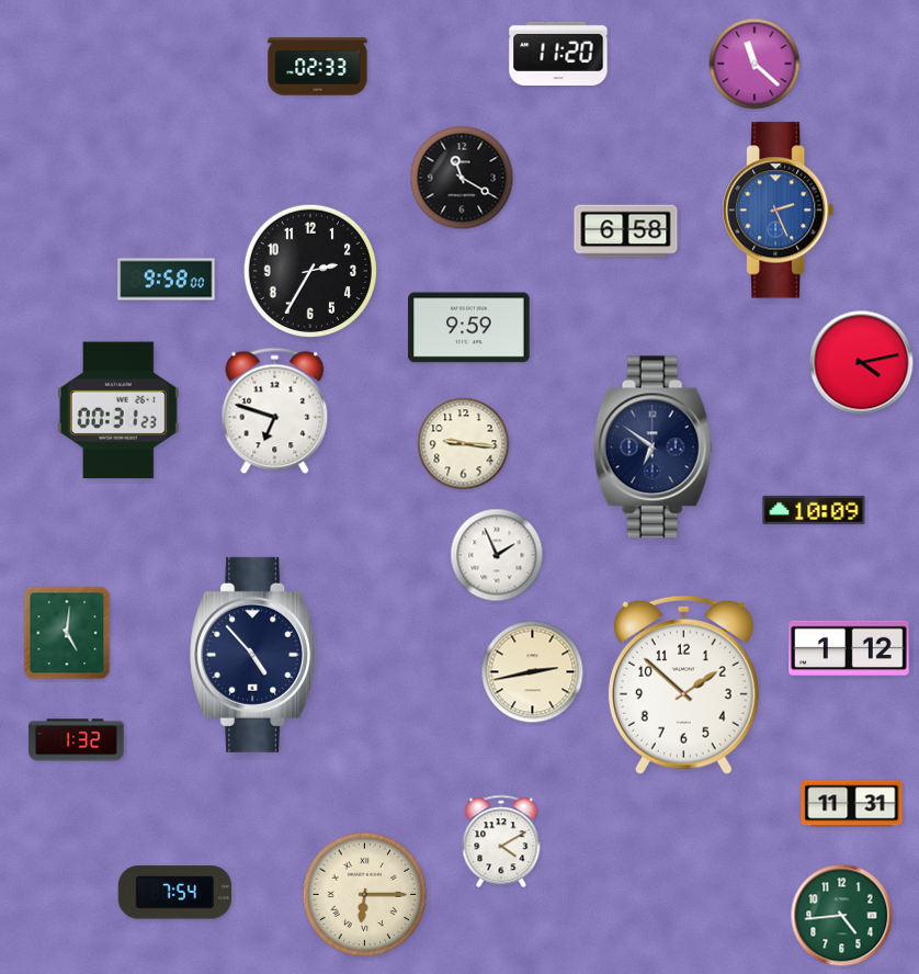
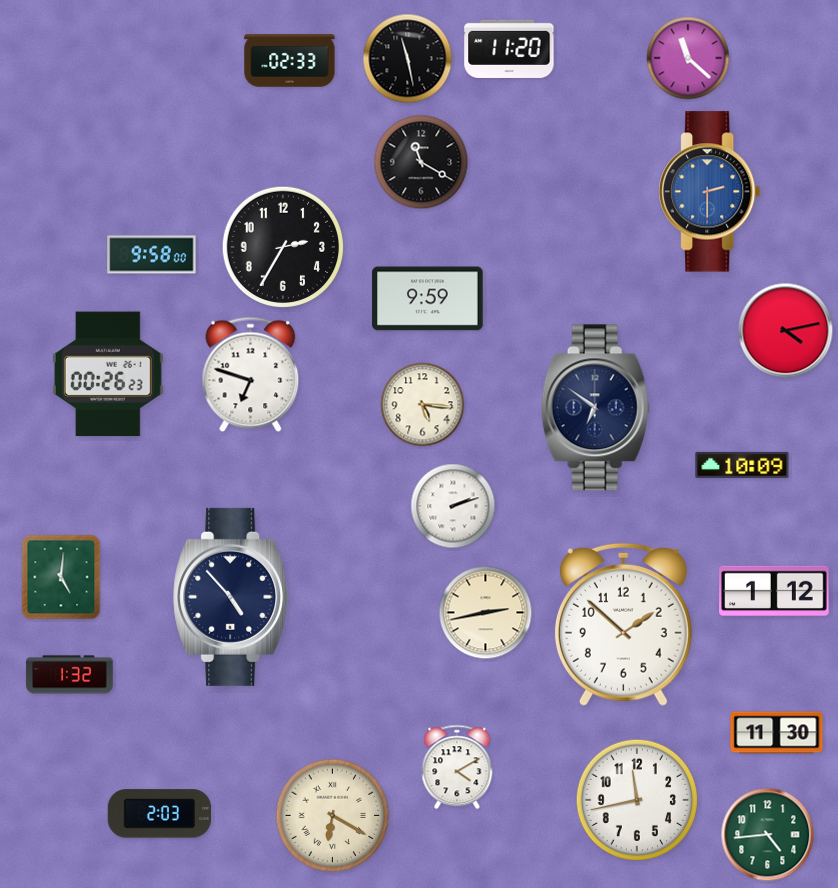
clock at (408, 59): none -> 11:28
clock at (779, 211): 2:26 -> 2:30
clock at (626, 231): 6:58 -> none
clock at (118, 410): 00:31 -> 00:26
clock at (464, 444): 9:16 -> 5:16
clock at (497, 555): 1:56 -> 2:12
clock at (852, 804): 11:31 -> 11:30
clock at (637, 799): none -> 11:43
clock at (174, 893): 7:54 -> 2:03
clock at (365, 895): 6:15 -> 6:20
